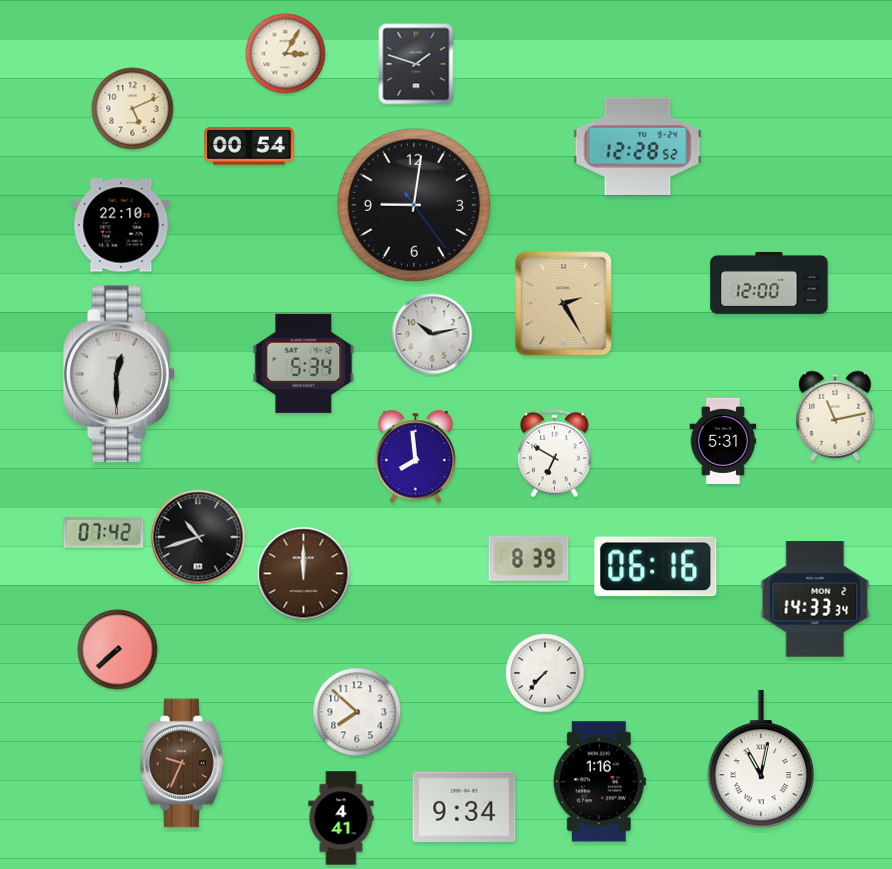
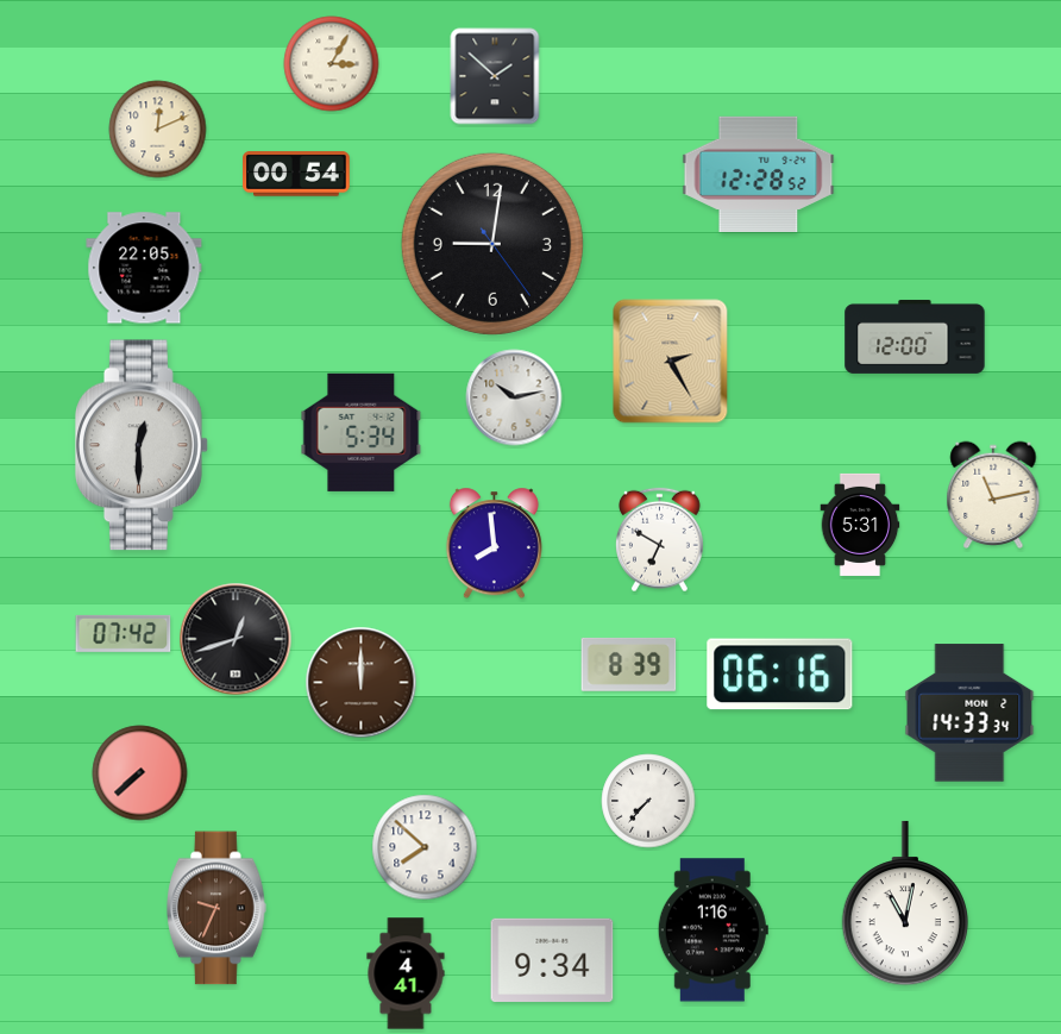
clock at (286, 54) position: (286, 54) -> (332, 64)
clock at (416, 64): 1:48 -> 1:52
clock at (133, 109): 5:11 -> 12:11
clock at (121, 225): 22:10 -> 22:05
clock at (198, 537): 10:42 -> 12:42
